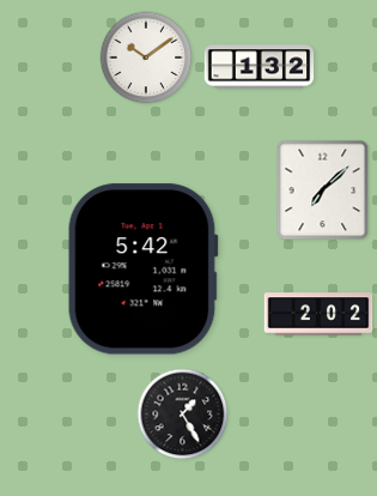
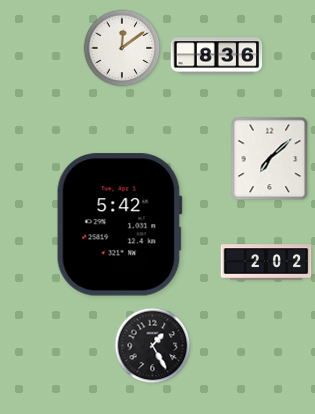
clock at (146, 58): 10:09 -> 12:09
clock at (260, 67): 1:32 -> 8:36
